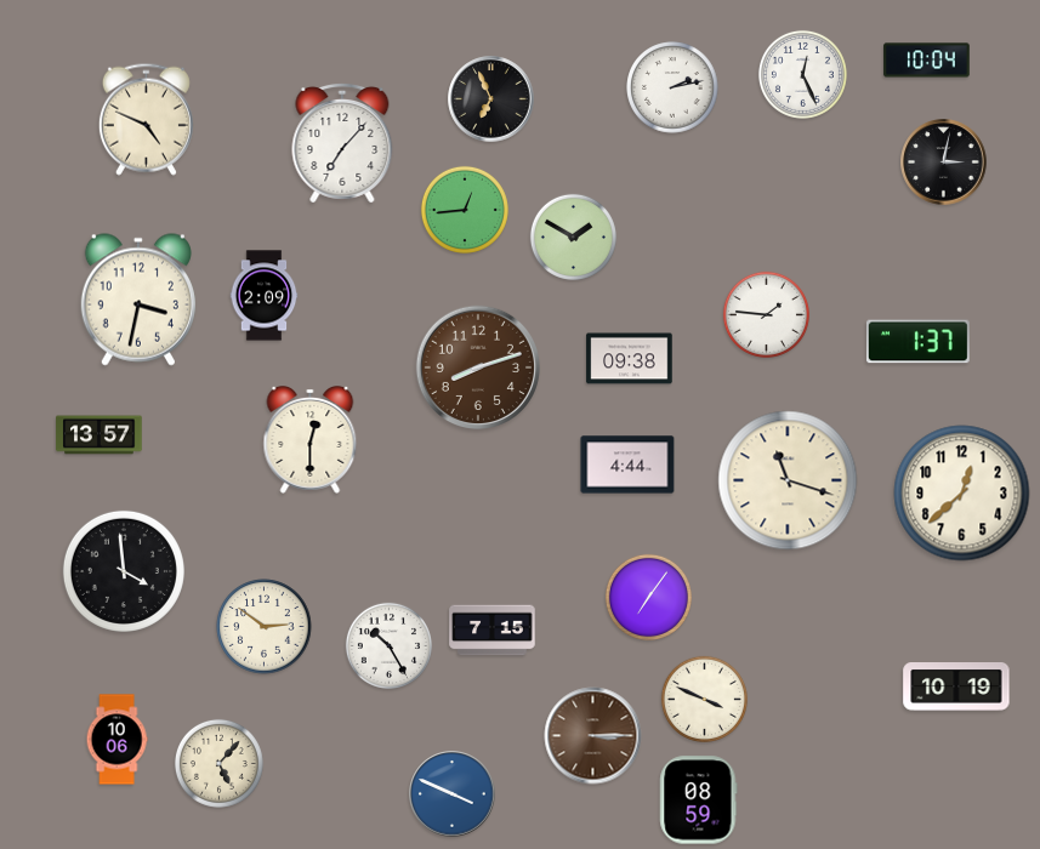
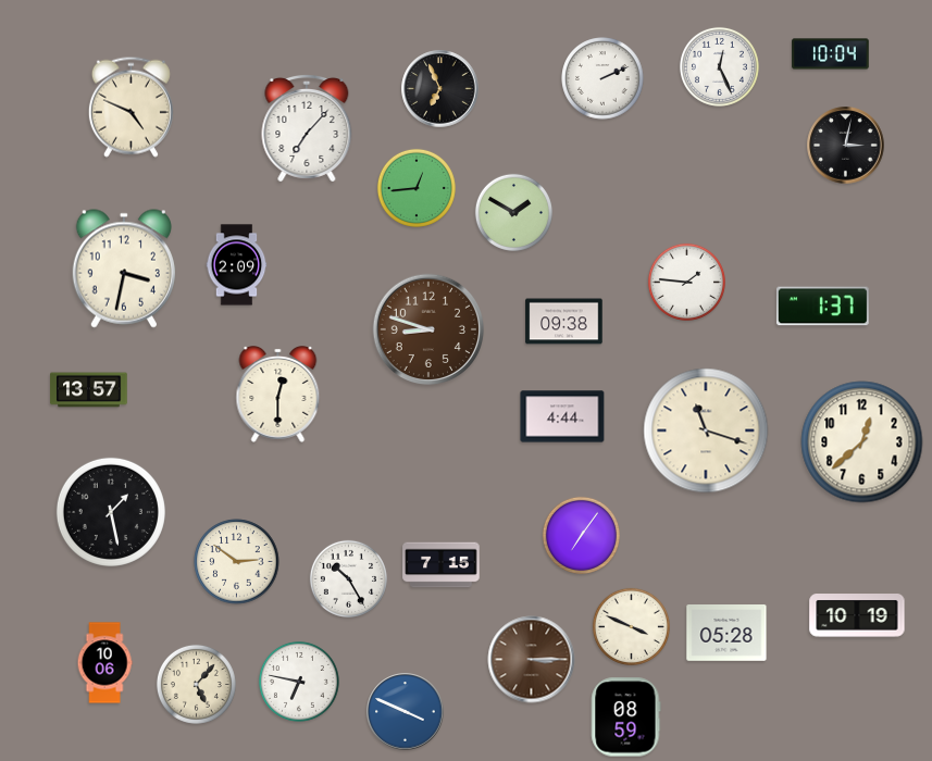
clock at (672, 87): 2:13 -> 2:11
clock at (477, 366): 8:12 -> 8:48
clock at (124, 571): 3:59 -> 1:28
clock at (726, 634): none -> 05:28
clock at (299, 682): none -> 6:47
